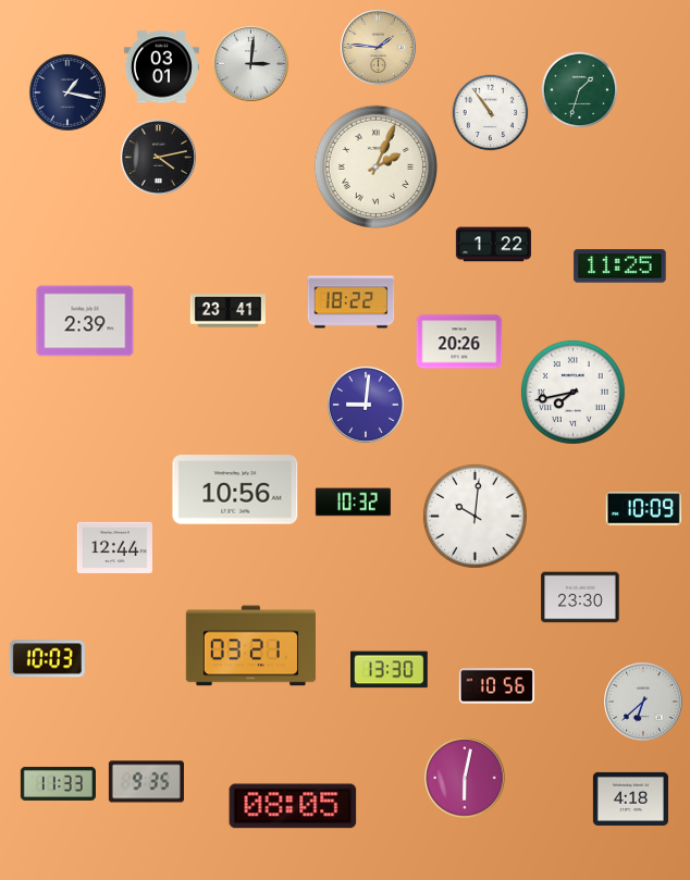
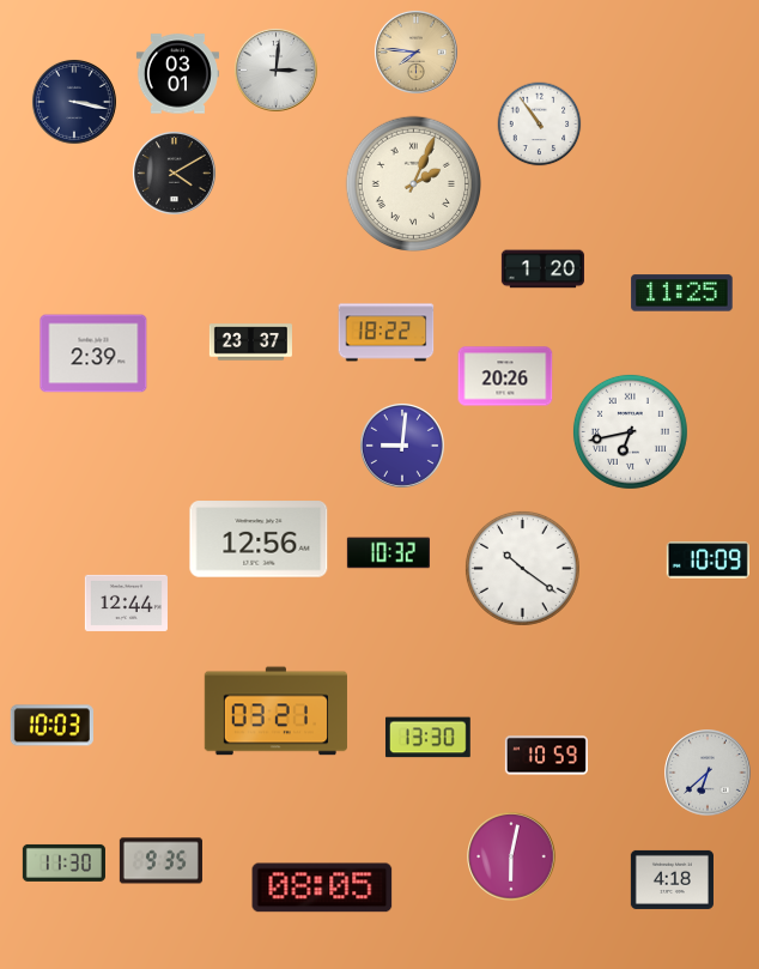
clock at (378, 47): 1:46 -> 7:46
clock at (580, 90): 1:33 -> none
clock at (69, 94): 1:17 -> 3:17
clock at (158, 157): 4:13 -> 4:10
clock at (493, 245): 1:22 -> 1:20
clock at (227, 311): 23:41 -> 23:37
clock at (572, 392): 7:43 -> 6:43
clock at (235, 489): 10:56 -> 12:56
clock at (475, 516): 10:01 -> 10:21
clock at (580, 597): 23:30 -> none
clock at (496, 686): 10:56 -> 10:59
clock at (58, 783): 11:33 -> 11:30
clock at (630, 798) position: (630, 798) -> (672, 879)
